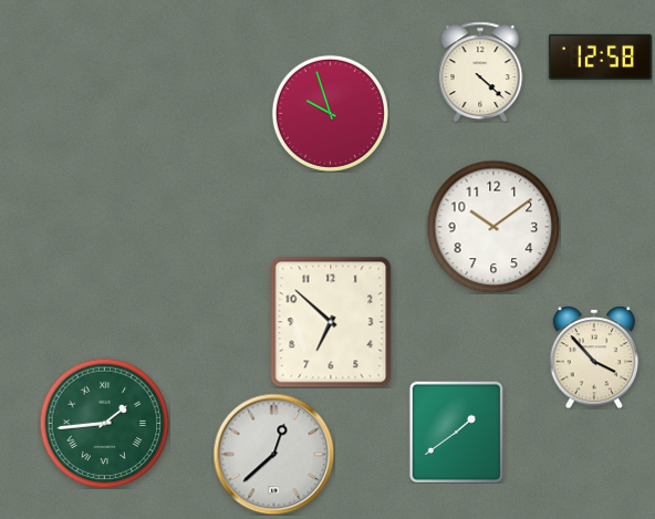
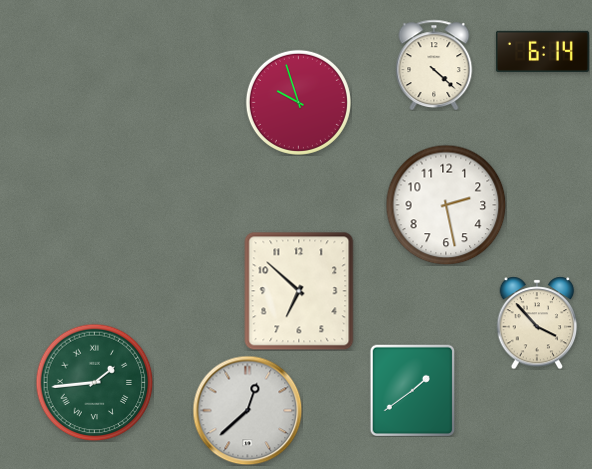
clock at (600, 56): 12:58 -> 6:14
clock at (493, 227): 10:09 -> 2:28
